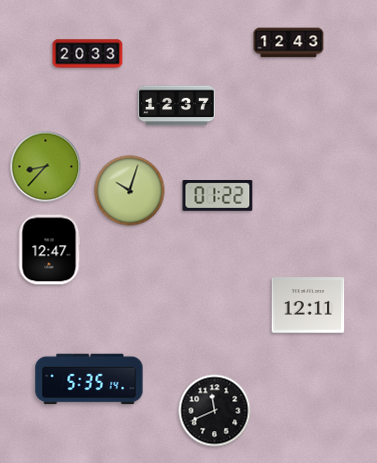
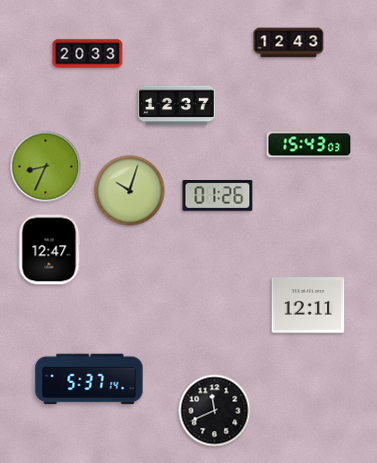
clock at (310, 145): none -> 15:43
clock at (46, 167): 8:37 -> 8:34
clock at (218, 196): 01:22 -> 01:26
clock at (89, 379): 5:35 -> 5:37
